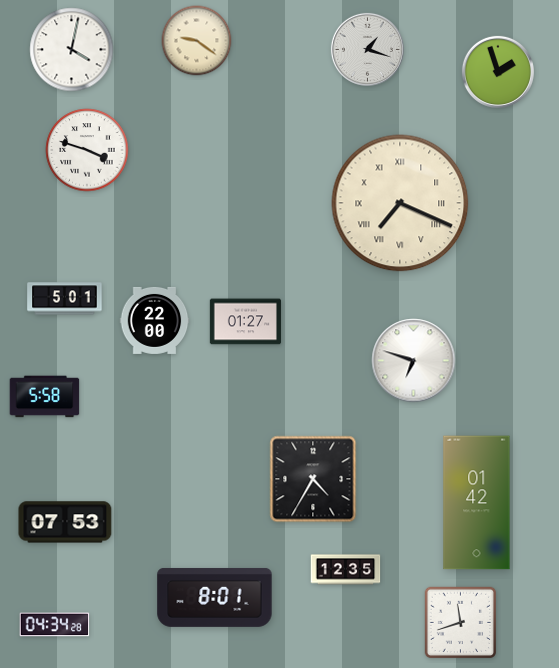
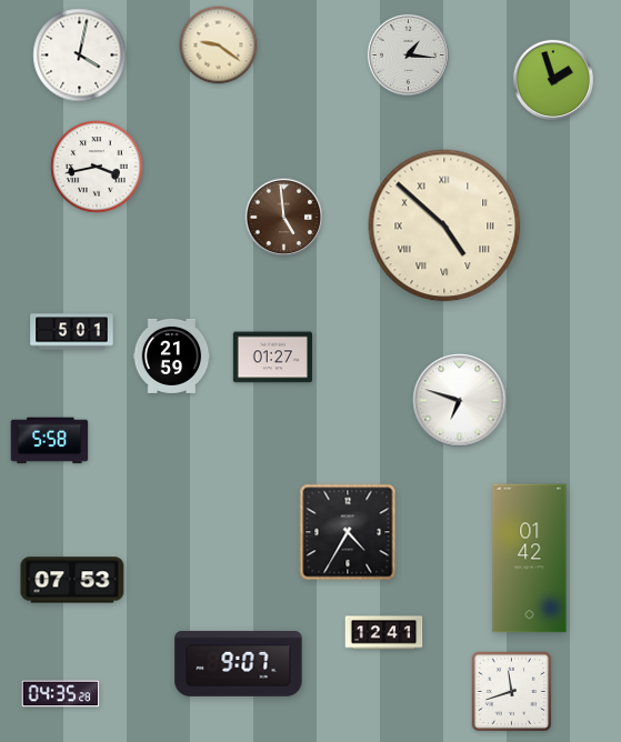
clock at (367, 49): 1:18 -> 1:16
clock at (87, 150): 3:48 -> 3:43
clock at (284, 218): none -> 4:59
clock at (400, 203): 7:19 -> 4:52
clock at (155, 320): 22:00 -> 21:59
clock at (346, 570): 12:35 -> 12:41
clock at (215, 597): 8:01 -> 9:07
clock at (55, 625): 04:34 -> 04:35
